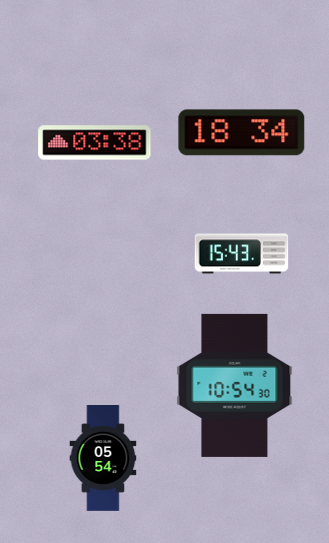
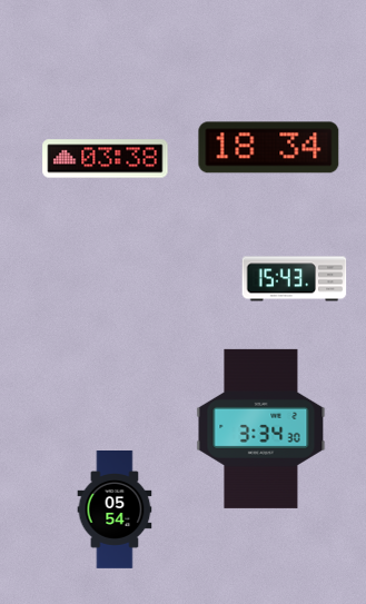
clock at (242, 254) position: (242, 254) -> (295, 279)
clock at (235, 385): 10:54 -> 3:34
